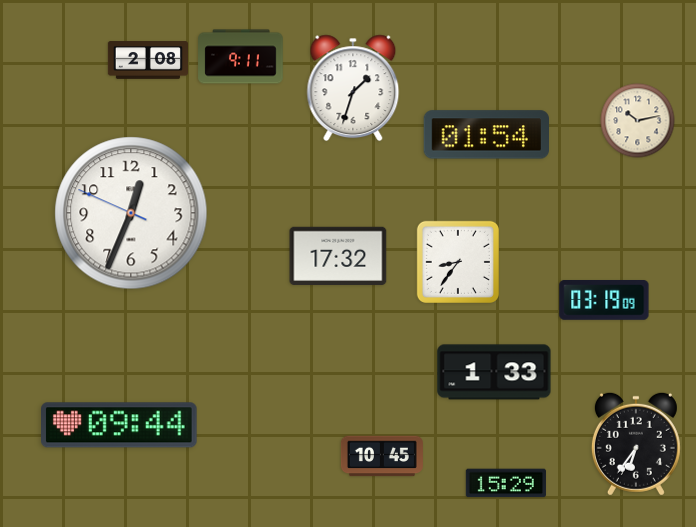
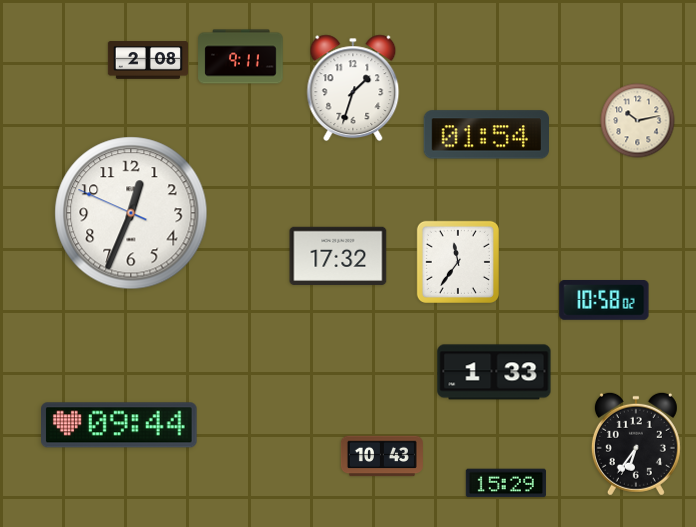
clock at (458, 262): 8:36 -> 11:36
clock at (604, 301): 03:19 -> 10:58
clock at (382, 456): 10:45 -> 10:43
